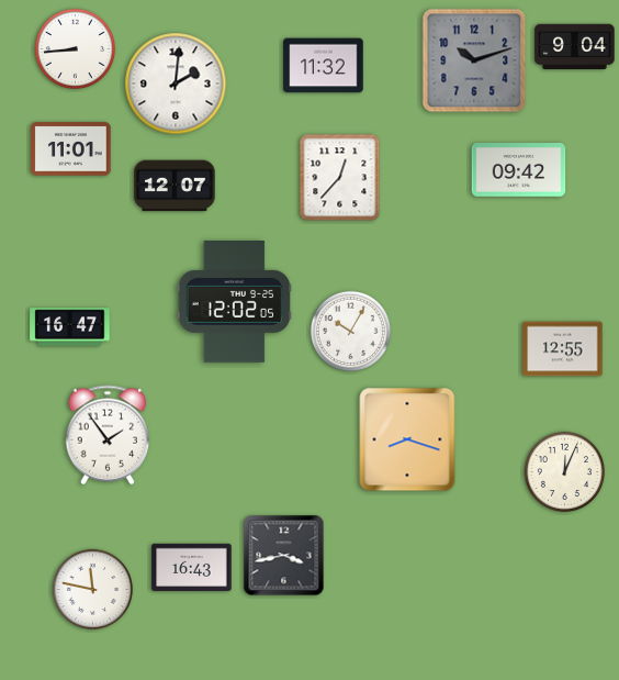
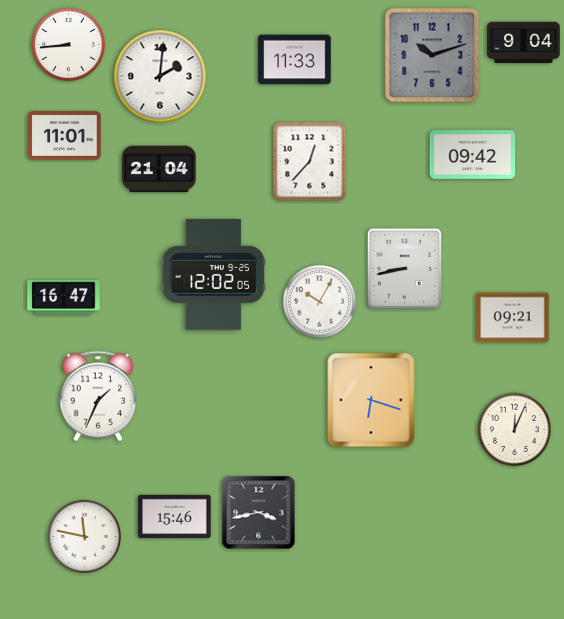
clock at (324, 66): 11:32 -> 11:33
clock at (175, 186): 12:07 -> 21:04
clock at (404, 268): none -> 8:43
clock at (563, 349): 12:55 -> 09:21
clock at (108, 435): 1:54 -> 1:34
clock at (407, 439): 8:18 -> 6:18
clock at (284, 556) position: (284, 556) -> (259, 513)
clock at (192, 567): 16:43 -> 15:46
